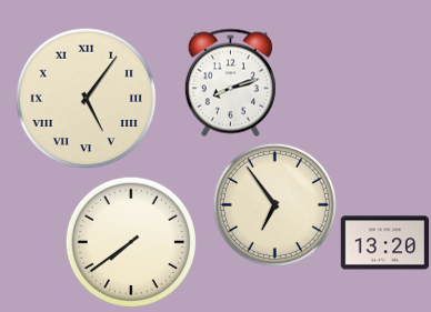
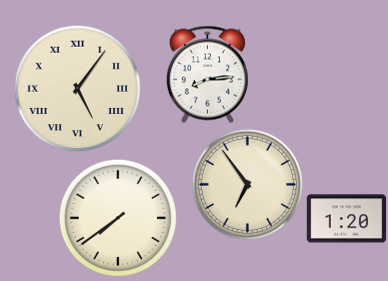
clock at (230, 82): 8:12 -> 8:14
clock at (384, 243): 13:20 -> 1:20
